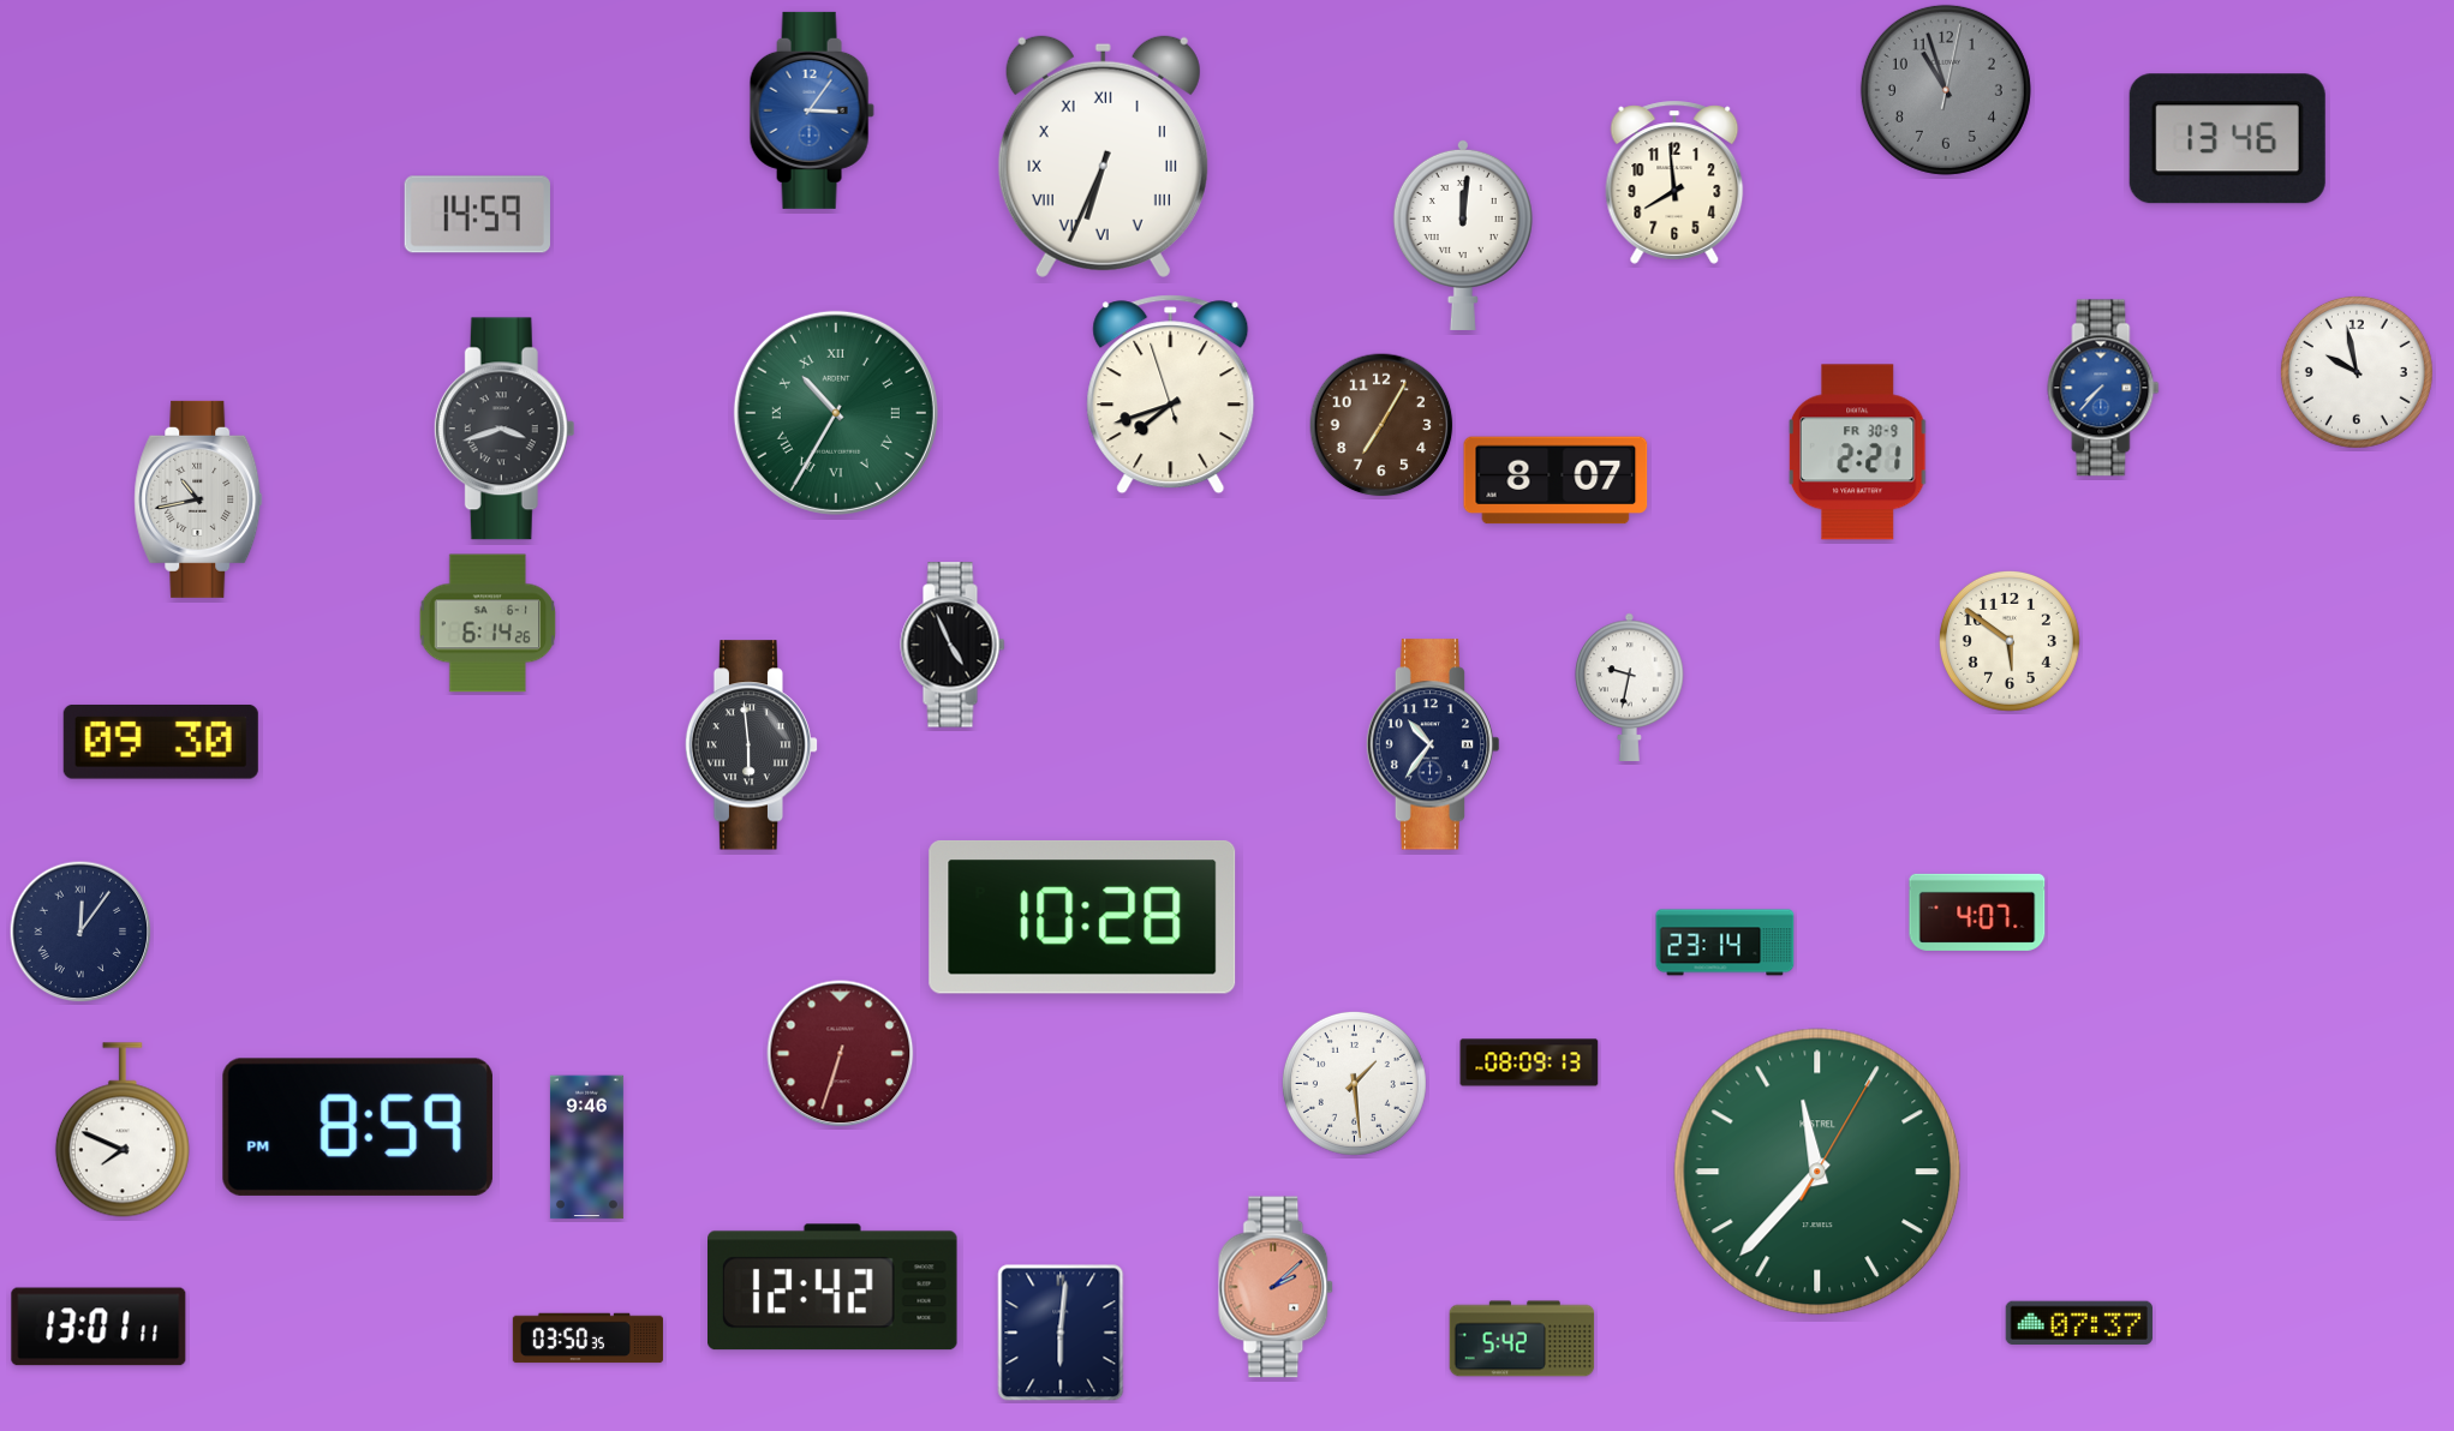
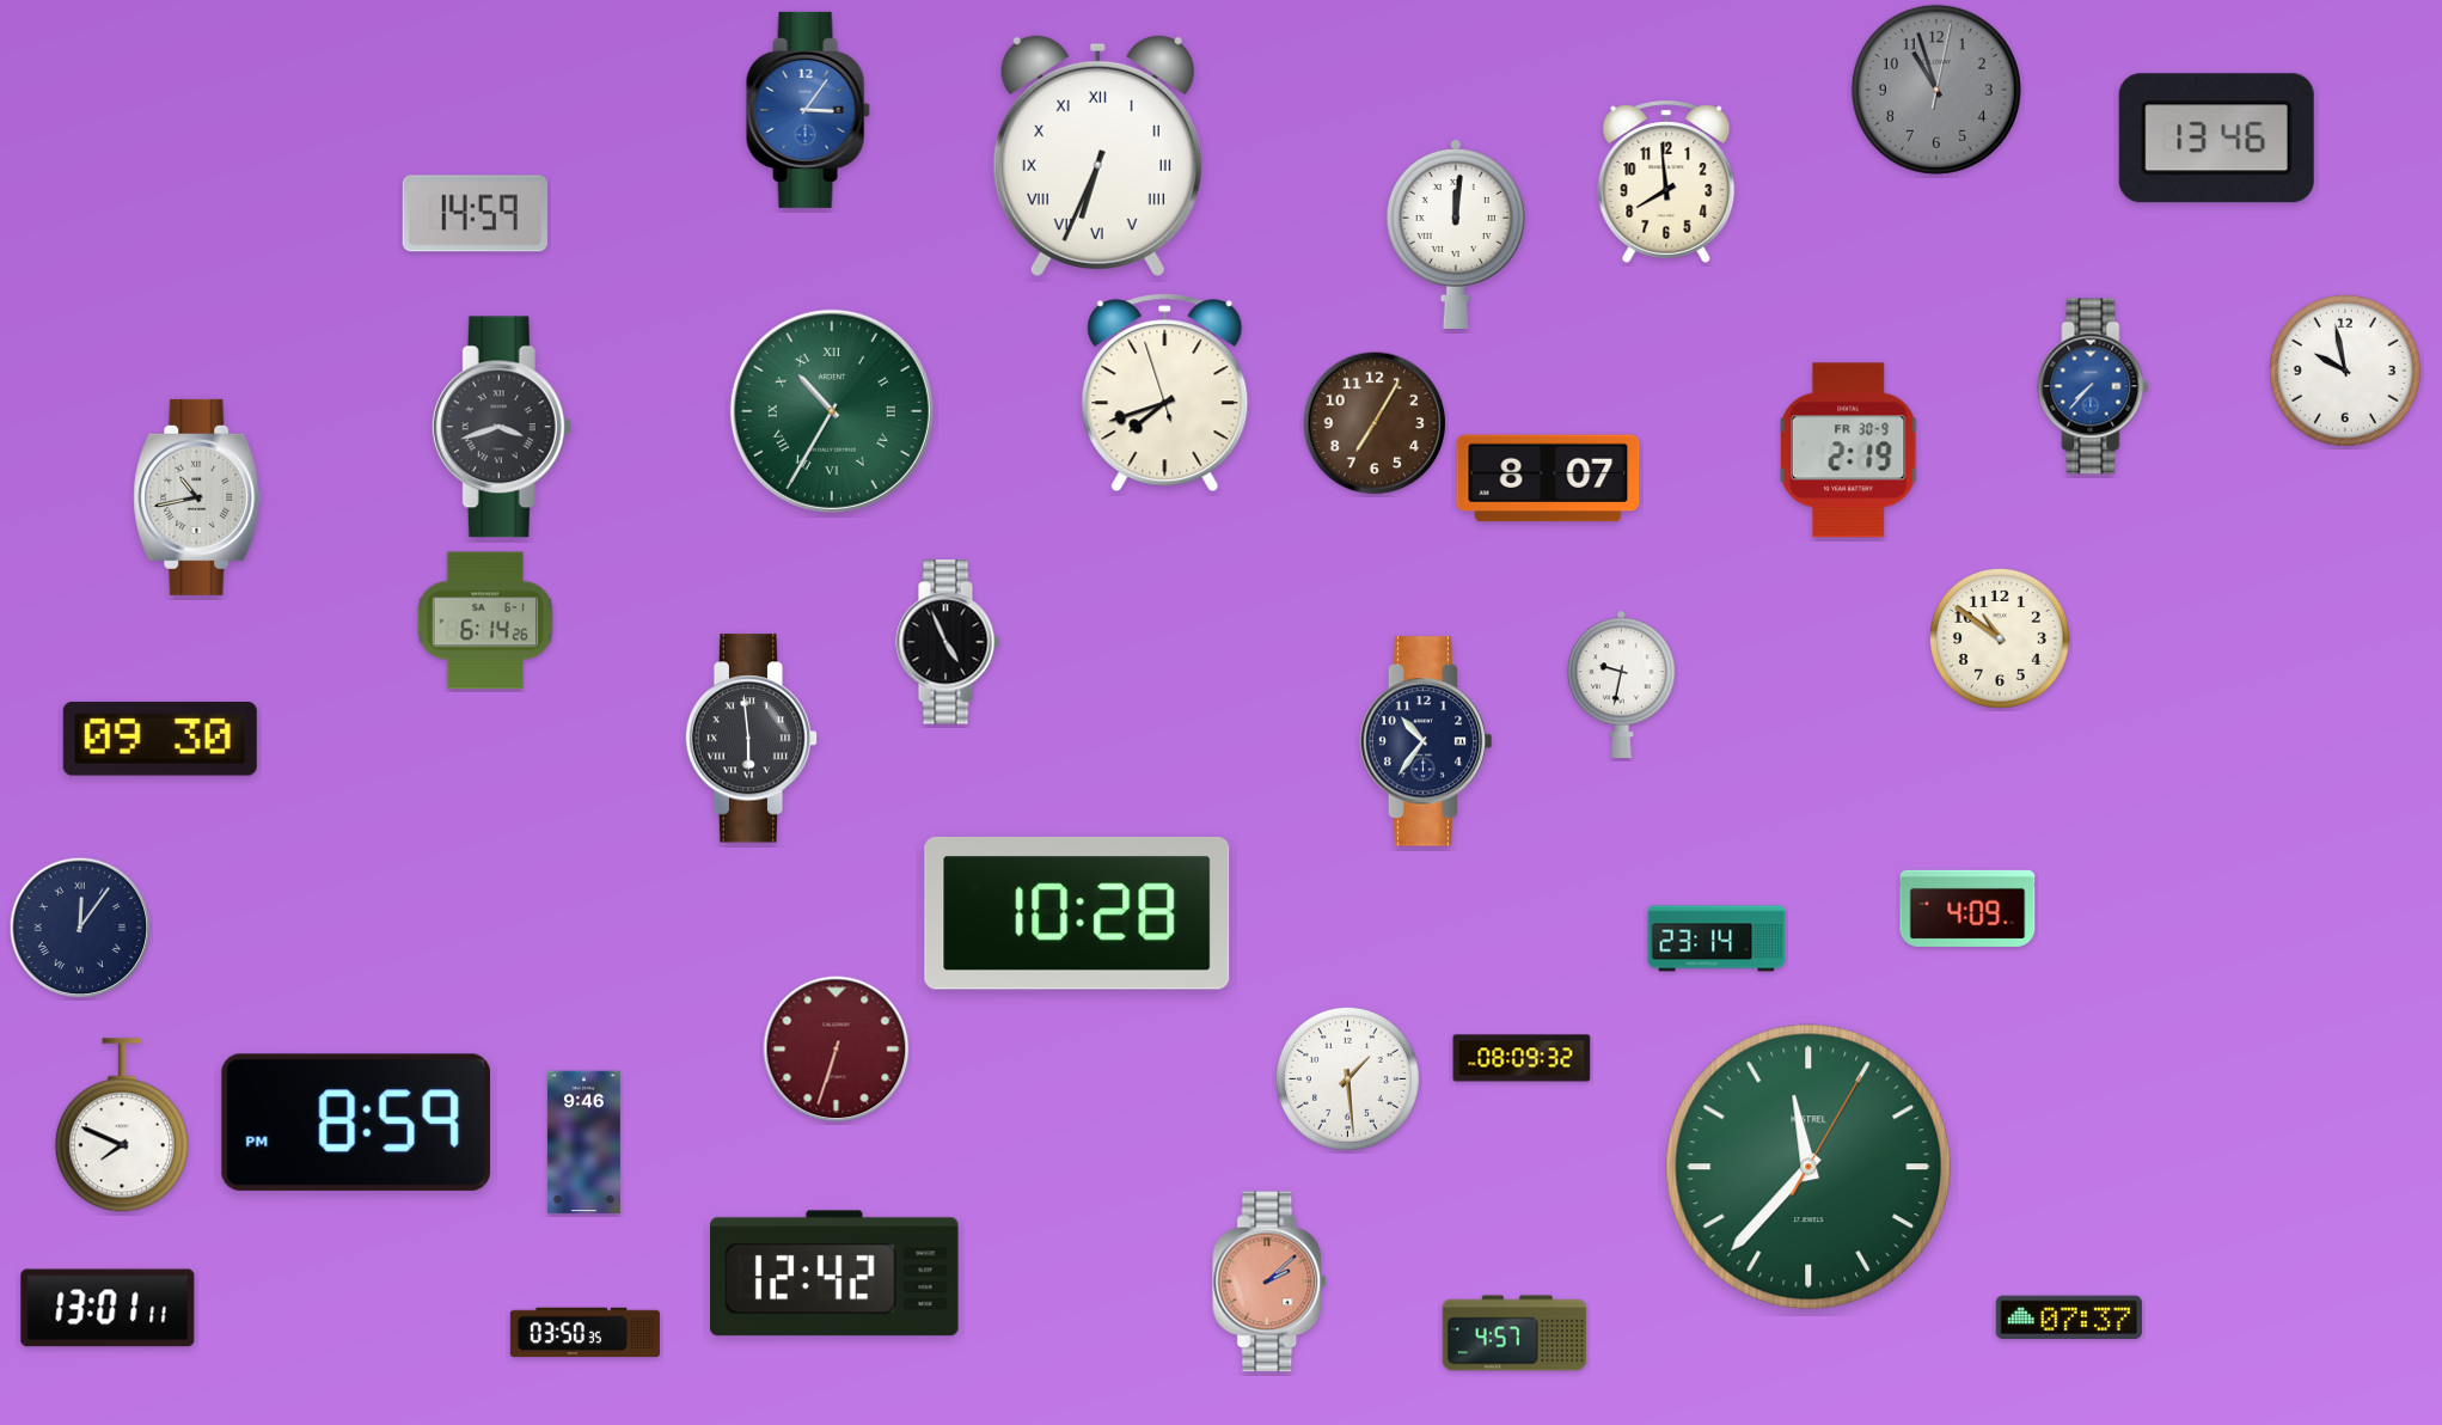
clock at (1857, 453): 2:21 -> 2:19
clock at (2010, 641): 5:51 -> 10:51
clock at (752, 746) position: (752, 746) -> (752, 739)
clock at (1977, 912): 4:07 -> 4:09
clock at (1529, 1062): 08:09:13 -> 08:09:32
clock at (834, 1287) position: (834, 1287) -> (836, 1273)
clock at (98, 1327) position: (98, 1327) -> (108, 1308)
clock at (1061, 1333): 6:01 -> none
clock at (1522, 1339): 5:42 -> 4:57
